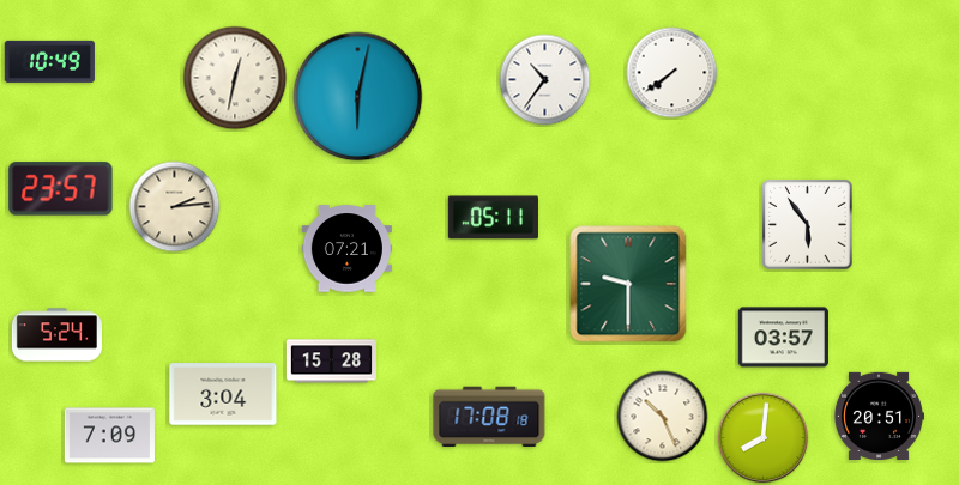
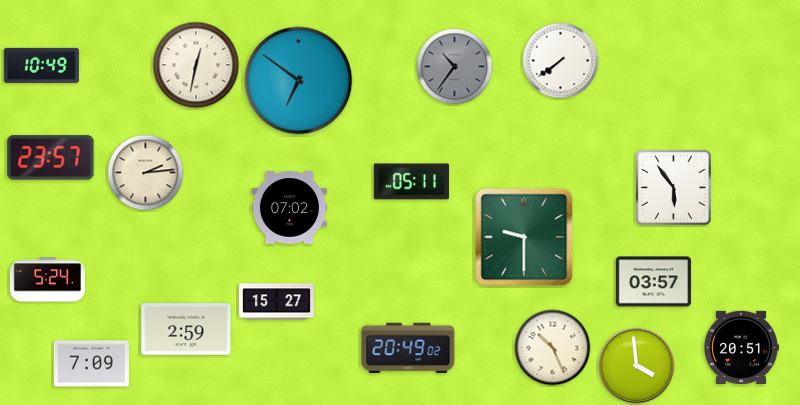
clock at (49, 61) position: (49, 61) -> (41, 65)
clock at (545, 80) dial: white -> grey
clock at (358, 97): 6:02 -> 6:51
clock at (346, 249): 07:21 -> 07:02
clock at (331, 362): 15:28 -> 15:27
clock at (223, 394): 3:04 -> 2:59
clock at (879, 416) position: (879, 416) -> (741, 347)
clock at (489, 417): 17:08 -> 20:49
clock at (764, 438): 8:01 -> 3:59
